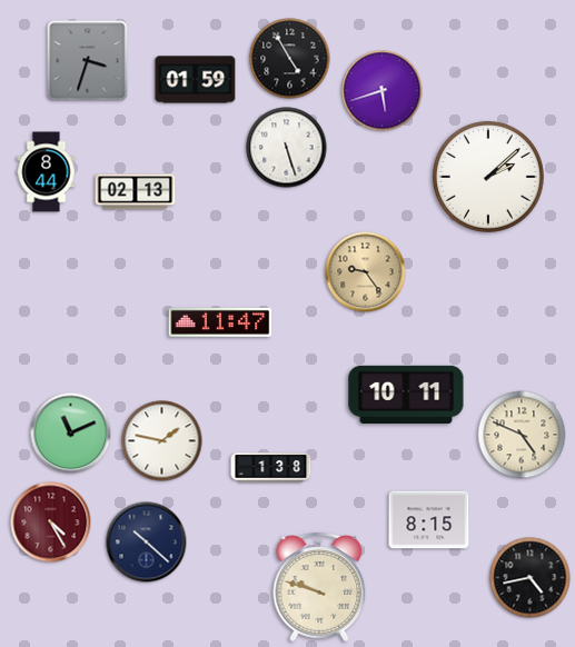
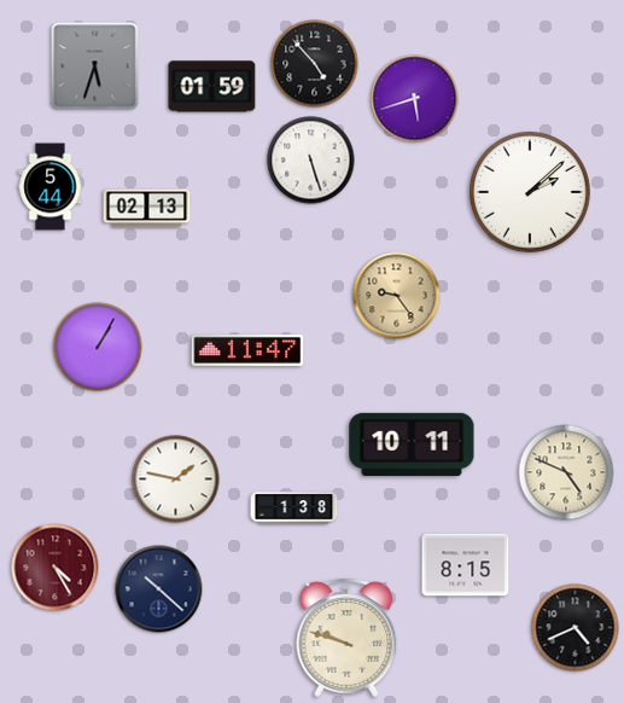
clock at (290, 59): 4:55 -> 4:53
clock at (88, 61): 3:33 -> 5:33
clock at (47, 172): 8:44 -> 5:44
clock at (98, 347): none -> 1:05
clock at (220, 322) position: (220, 322) -> (247, 350)
clock at (406, 395) position: (406, 395) -> (412, 445)
clock at (71, 434): 11:11 -> none
clock at (531, 578): 4:43 -> 4:41
